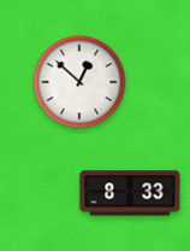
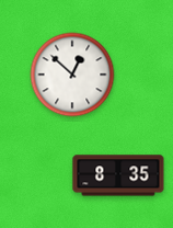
clock at (130, 193): 8:33 -> 8:35
